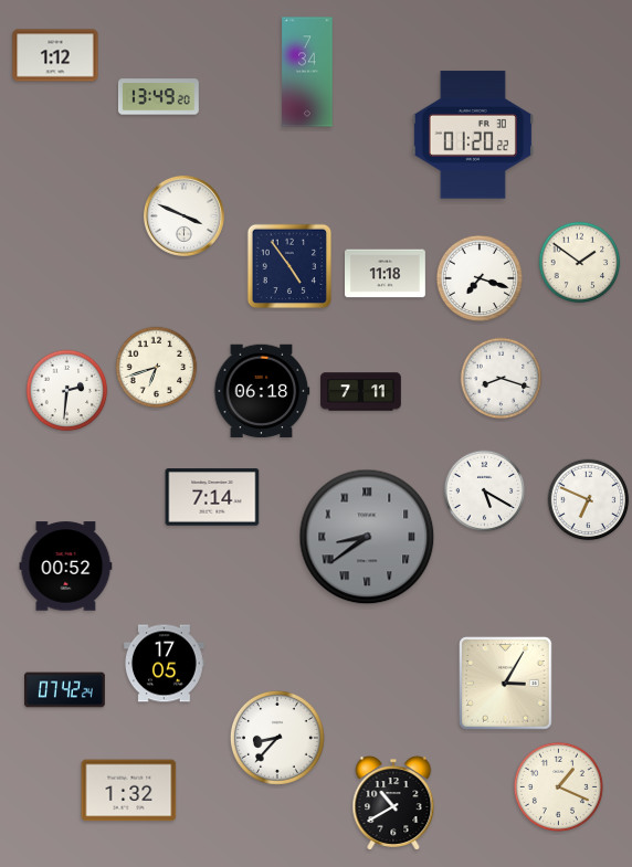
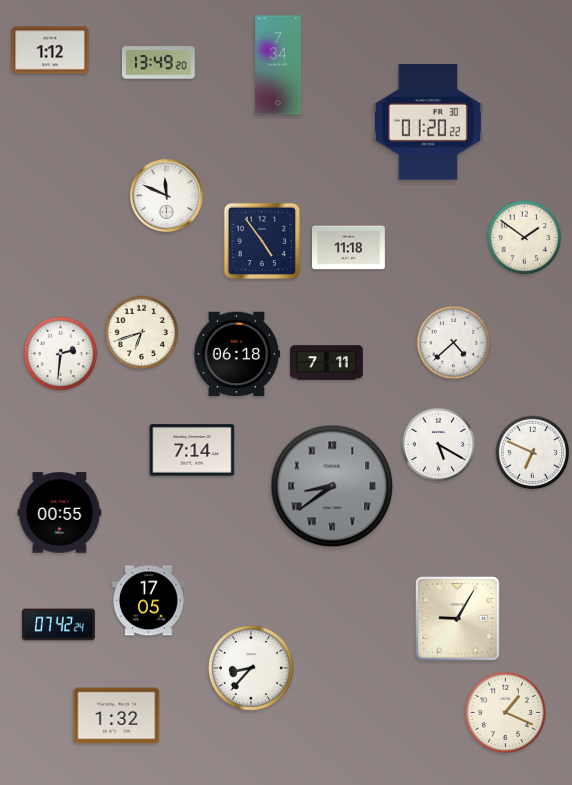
clock at (158, 97) position: (158, 97) -> (158, 63)
clock at (183, 215): 3:49 -> 11:49
clock at (478, 277): 7:18 -> none
clock at (502, 379): 8:18 -> 4:38
clock at (361, 392) position: (361, 392) -> (327, 363)
clock at (66, 567): 00:52 -> 00:55
clock at (506, 684): 3:05 -> 9:05
clock at (393, 803): 10:40 -> none
